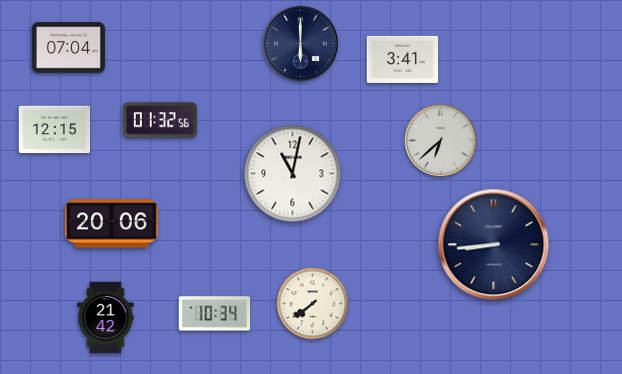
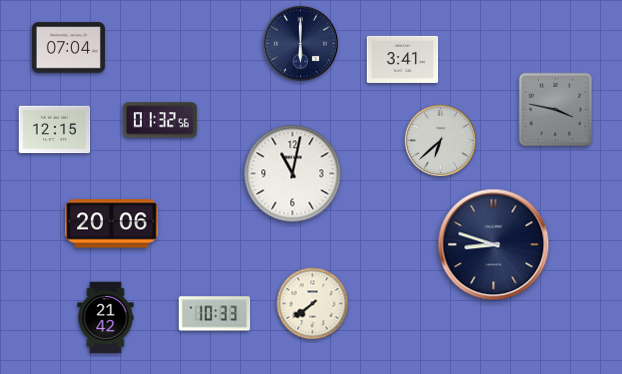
clock at (556, 110): none -> 3:47
clock at (494, 245): 8:44 -> 8:48
clock at (215, 314): 10:34 -> 10:33
